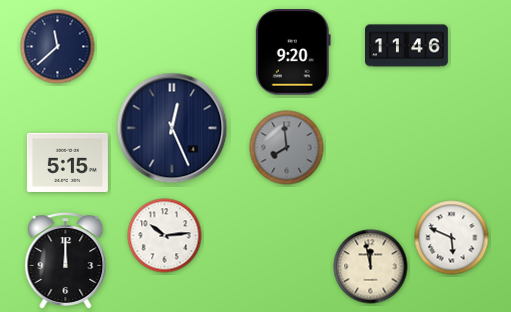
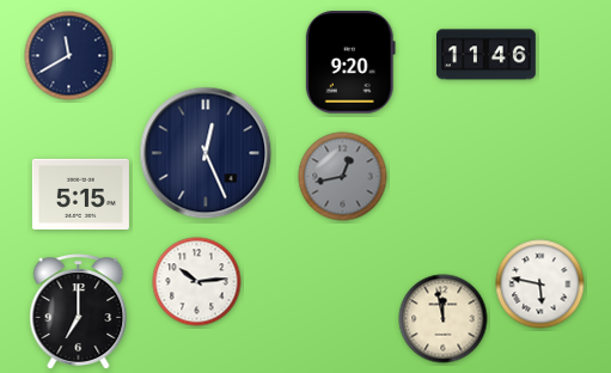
clock at (58, 47): 11:38 -> 11:40
clock at (287, 148): 7:59 -> 12:43
clock at (452, 238): 5:49 -> 5:47
clock at (66, 261): 12:00 -> 7:00
